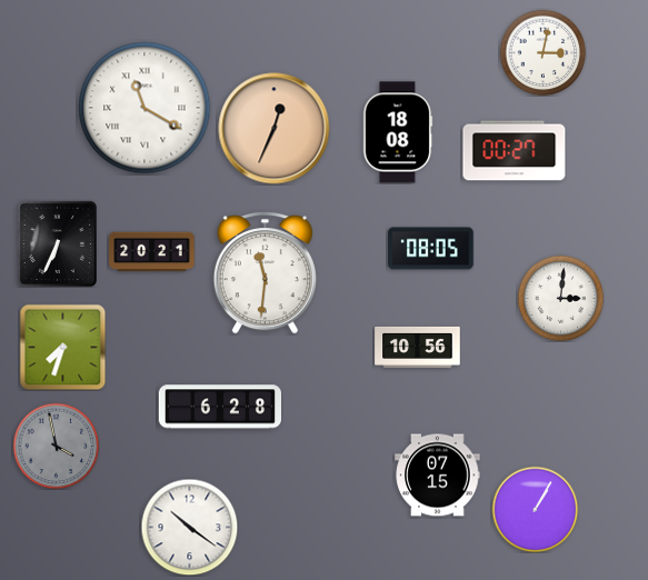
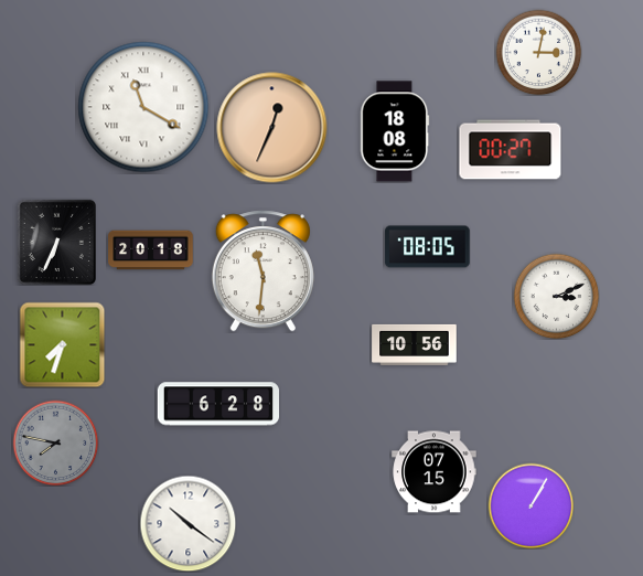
clock at (152, 252): 20:21 -> 20:18
clock at (560, 298): 3:01 -> 3:11
clock at (56, 446): 3:58 -> 7:47
